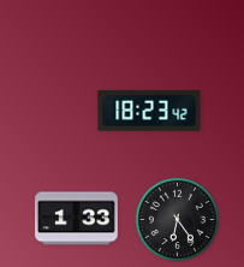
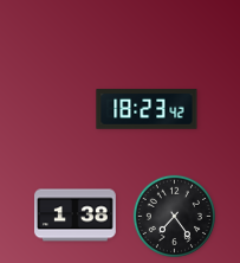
clock at (77, 219): 1:33 -> 1:38
clock at (177, 219): 6:24 -> 7:24
